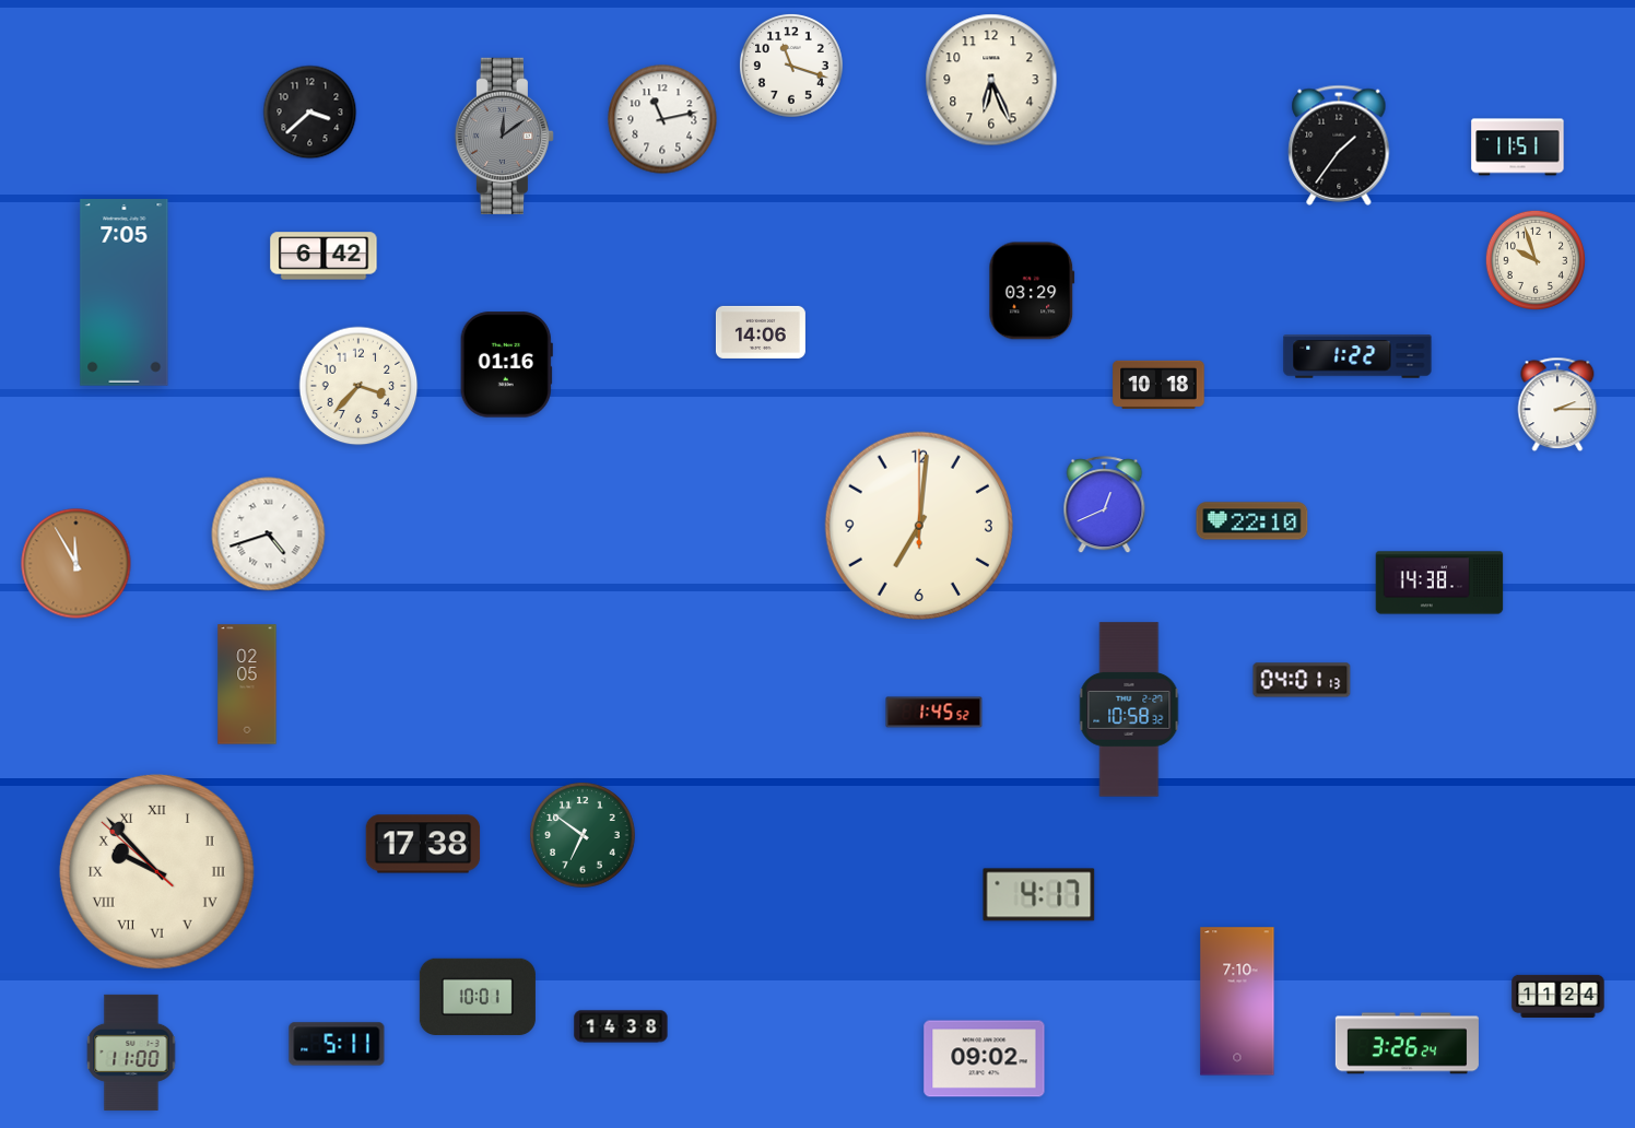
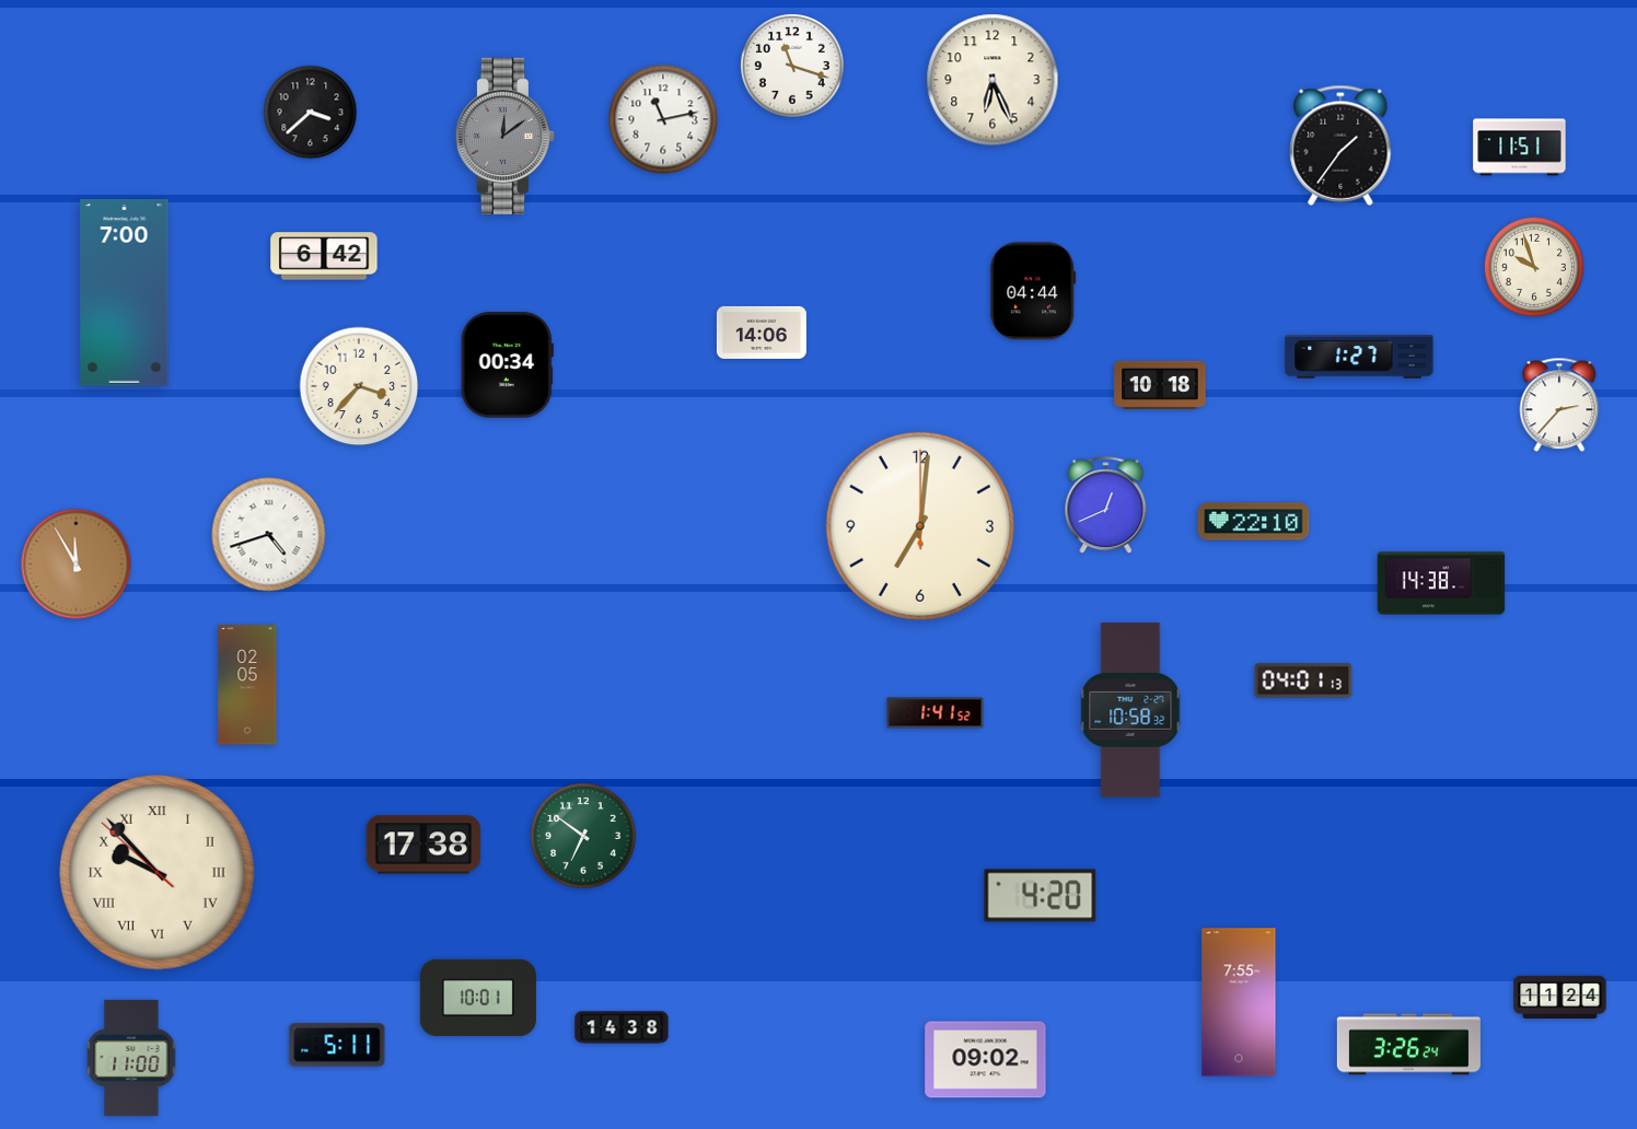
clock at (1534, 259) position: (1534, 259) -> (1533, 266)
clock at (1032, 291): 03:29 -> 04:44
clock at (125, 293): 7:05 -> 7:00
clock at (1357, 356): 1:22 -> 1:27
clock at (506, 365): 01:16 -> 00:34
clock at (1557, 404): 2:15 -> 2:37
clock at (934, 713): 1:45 -> 1:41
clock at (1039, 895): 4:17 -> 4:20
clock at (1237, 1001): 7:10 -> 7:55
clock at (131, 1053) position: (131, 1053) -> (131, 1058)
